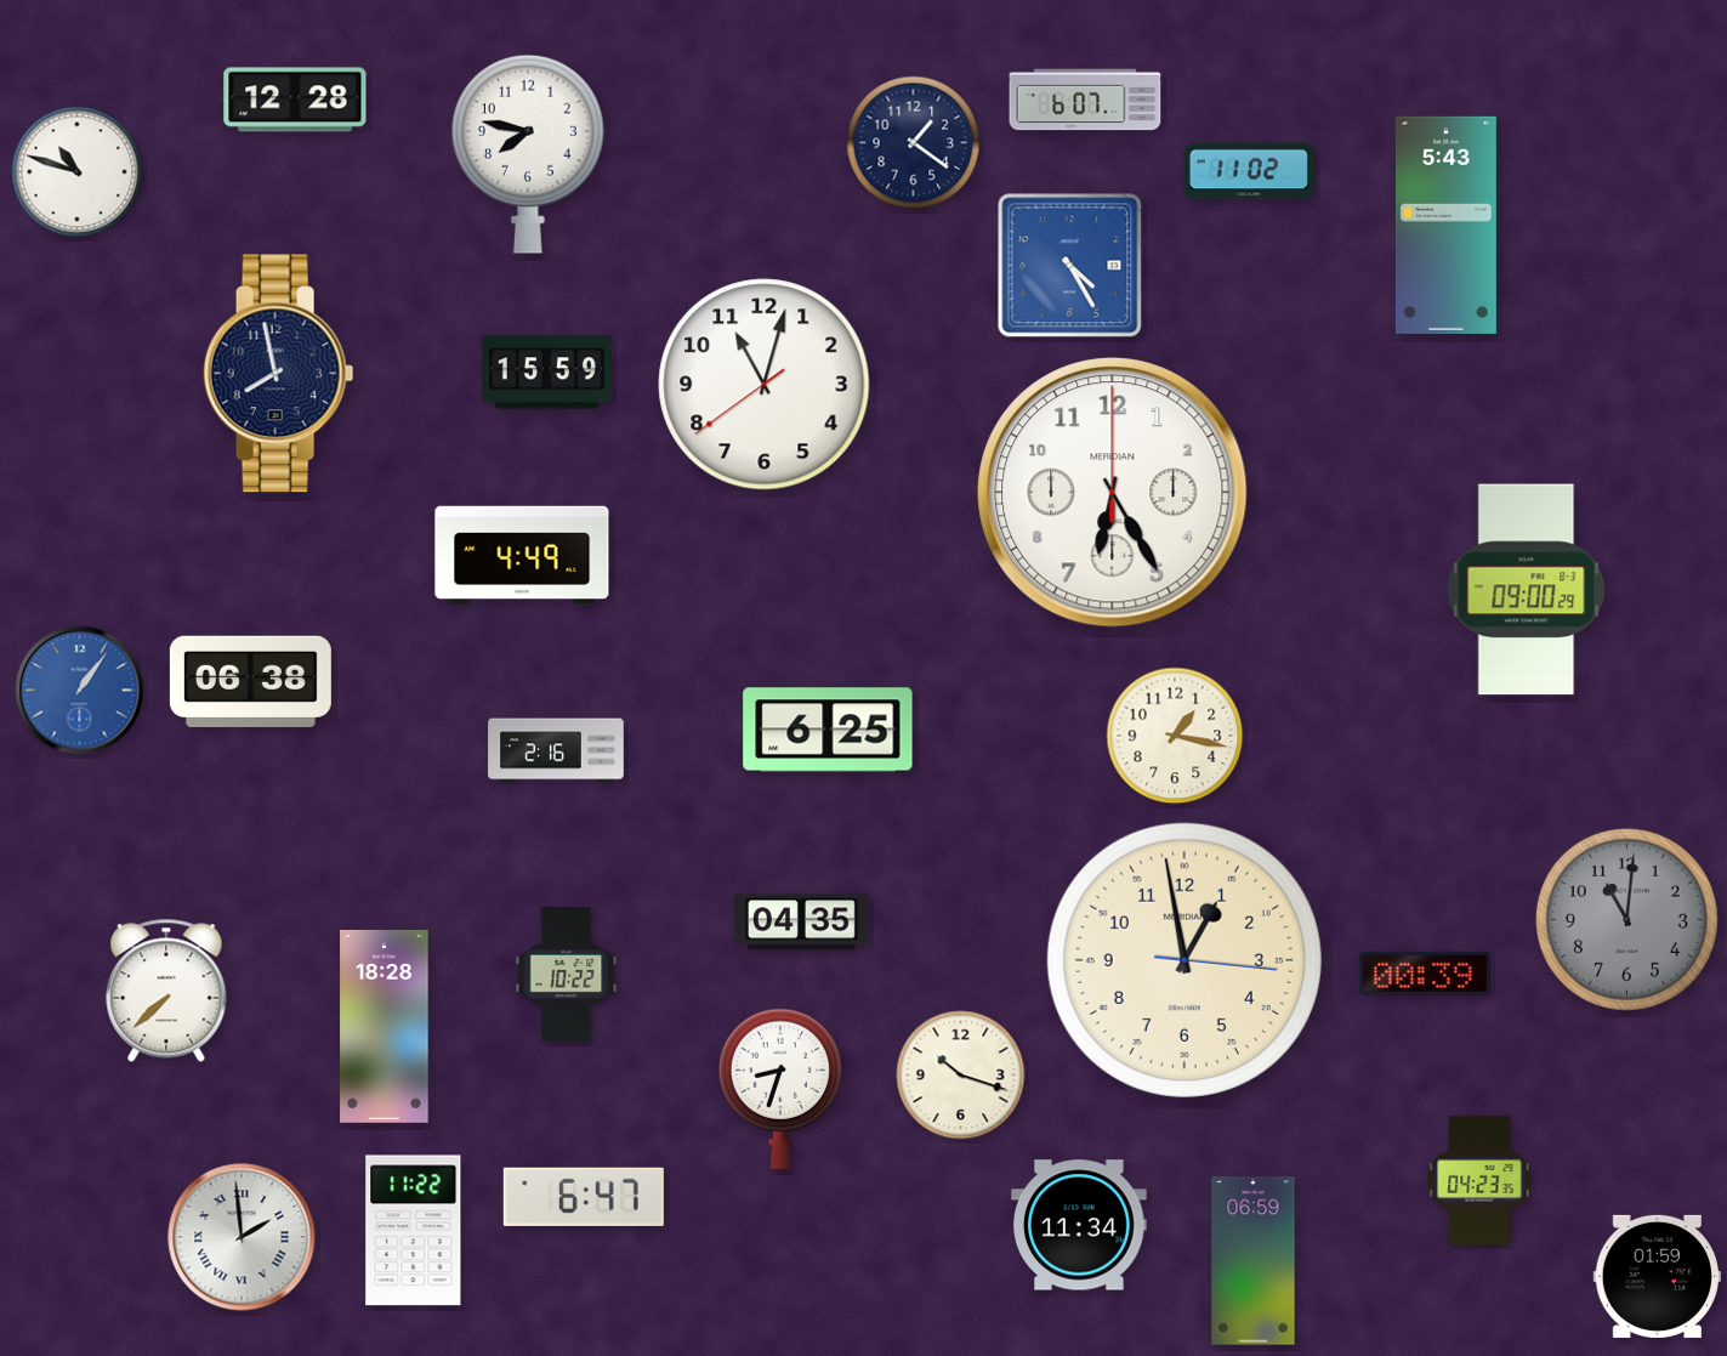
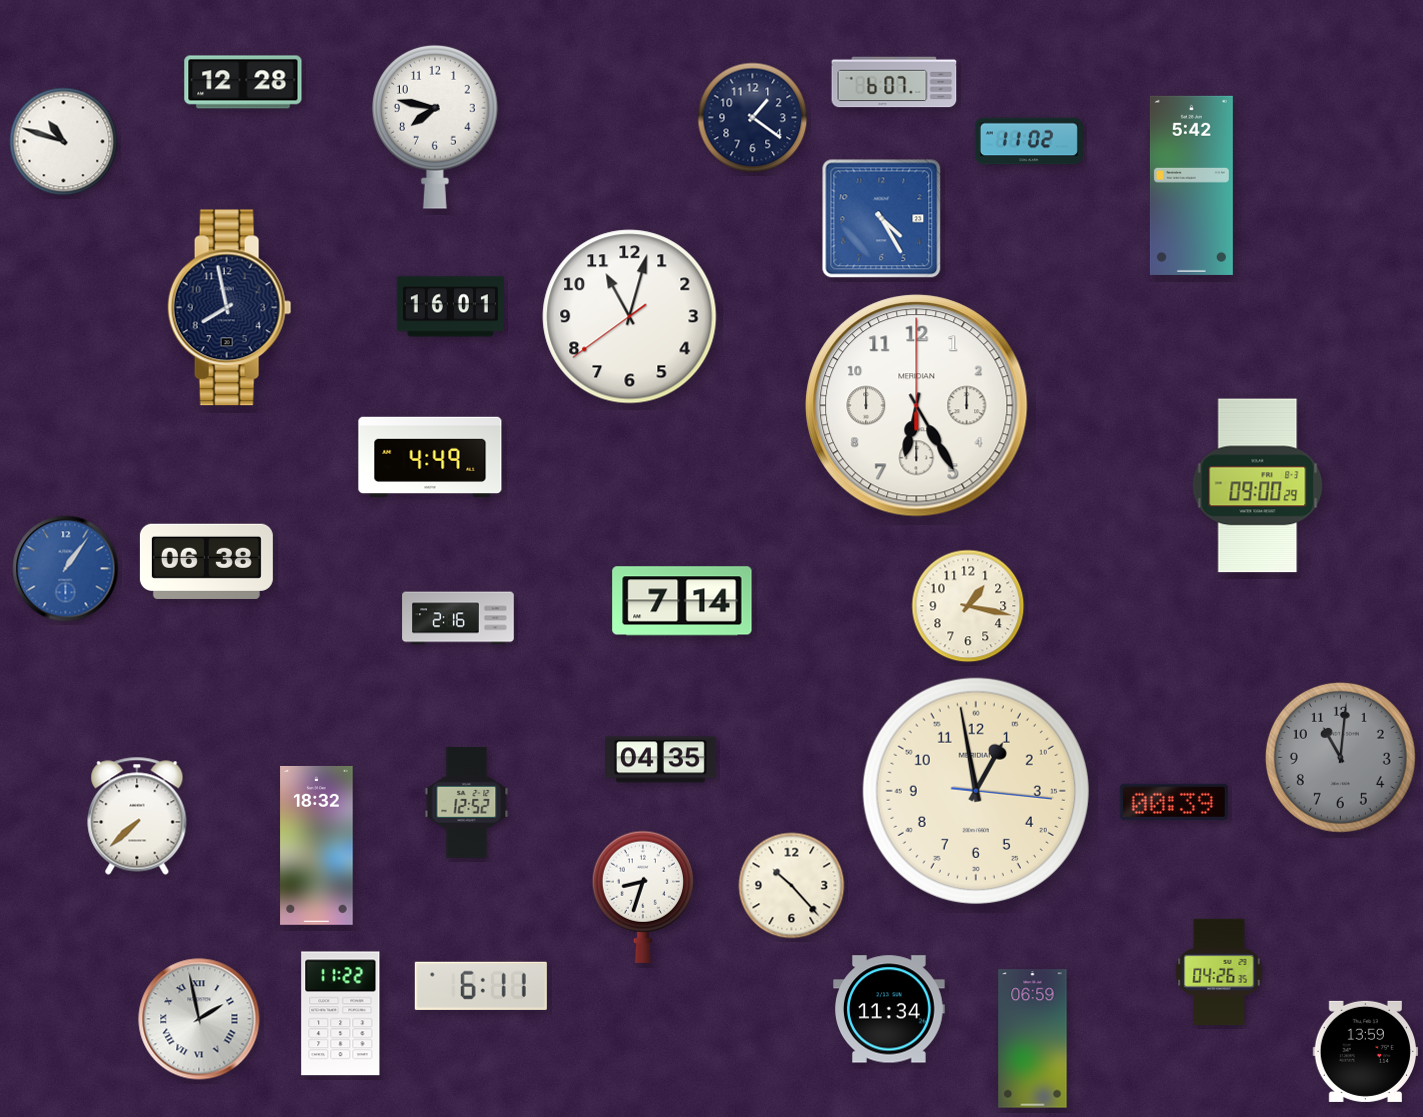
clock at (1445, 225): 5:43 -> 5:42
clock at (546, 373): 15:59 -> 16:01
clock at (828, 730): 6:25 -> 7:14
clock at (567, 974): 10:22 -> 12:52
clock at (385, 1026): 18:28 -> 18:32
clock at (961, 1076): 10:18 -> 10:23
clock at (1479, 1179): 04:23 -> 04:26
clock at (584, 1197): 6:47 -> 6:11
clock at (242, 1237): 1:59 -> 1:58
clock at (1657, 1276): 01:59 -> 13:59
